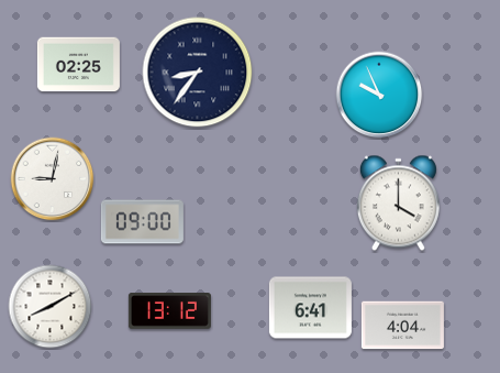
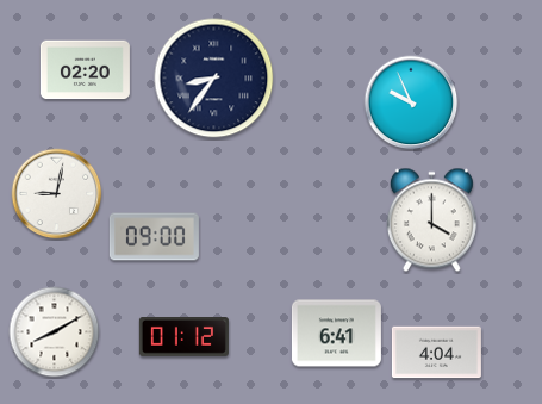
clock at (78, 65): 02:25 -> 02:20
clock at (142, 222) position: (142, 222) -> (154, 237)
clock at (169, 311): 13:12 -> 01:12
